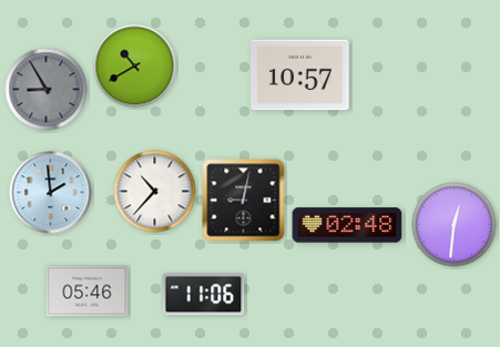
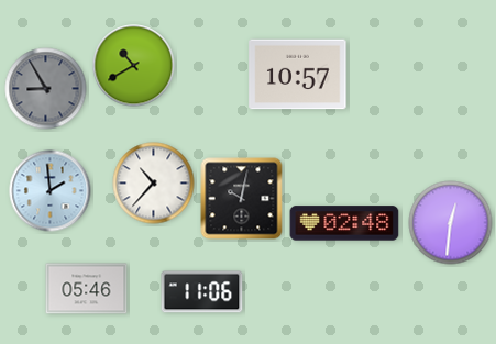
clock at (155, 192) position: (155, 192) -> (154, 184)
clock at (244, 201): 9:02 -> 10:02
